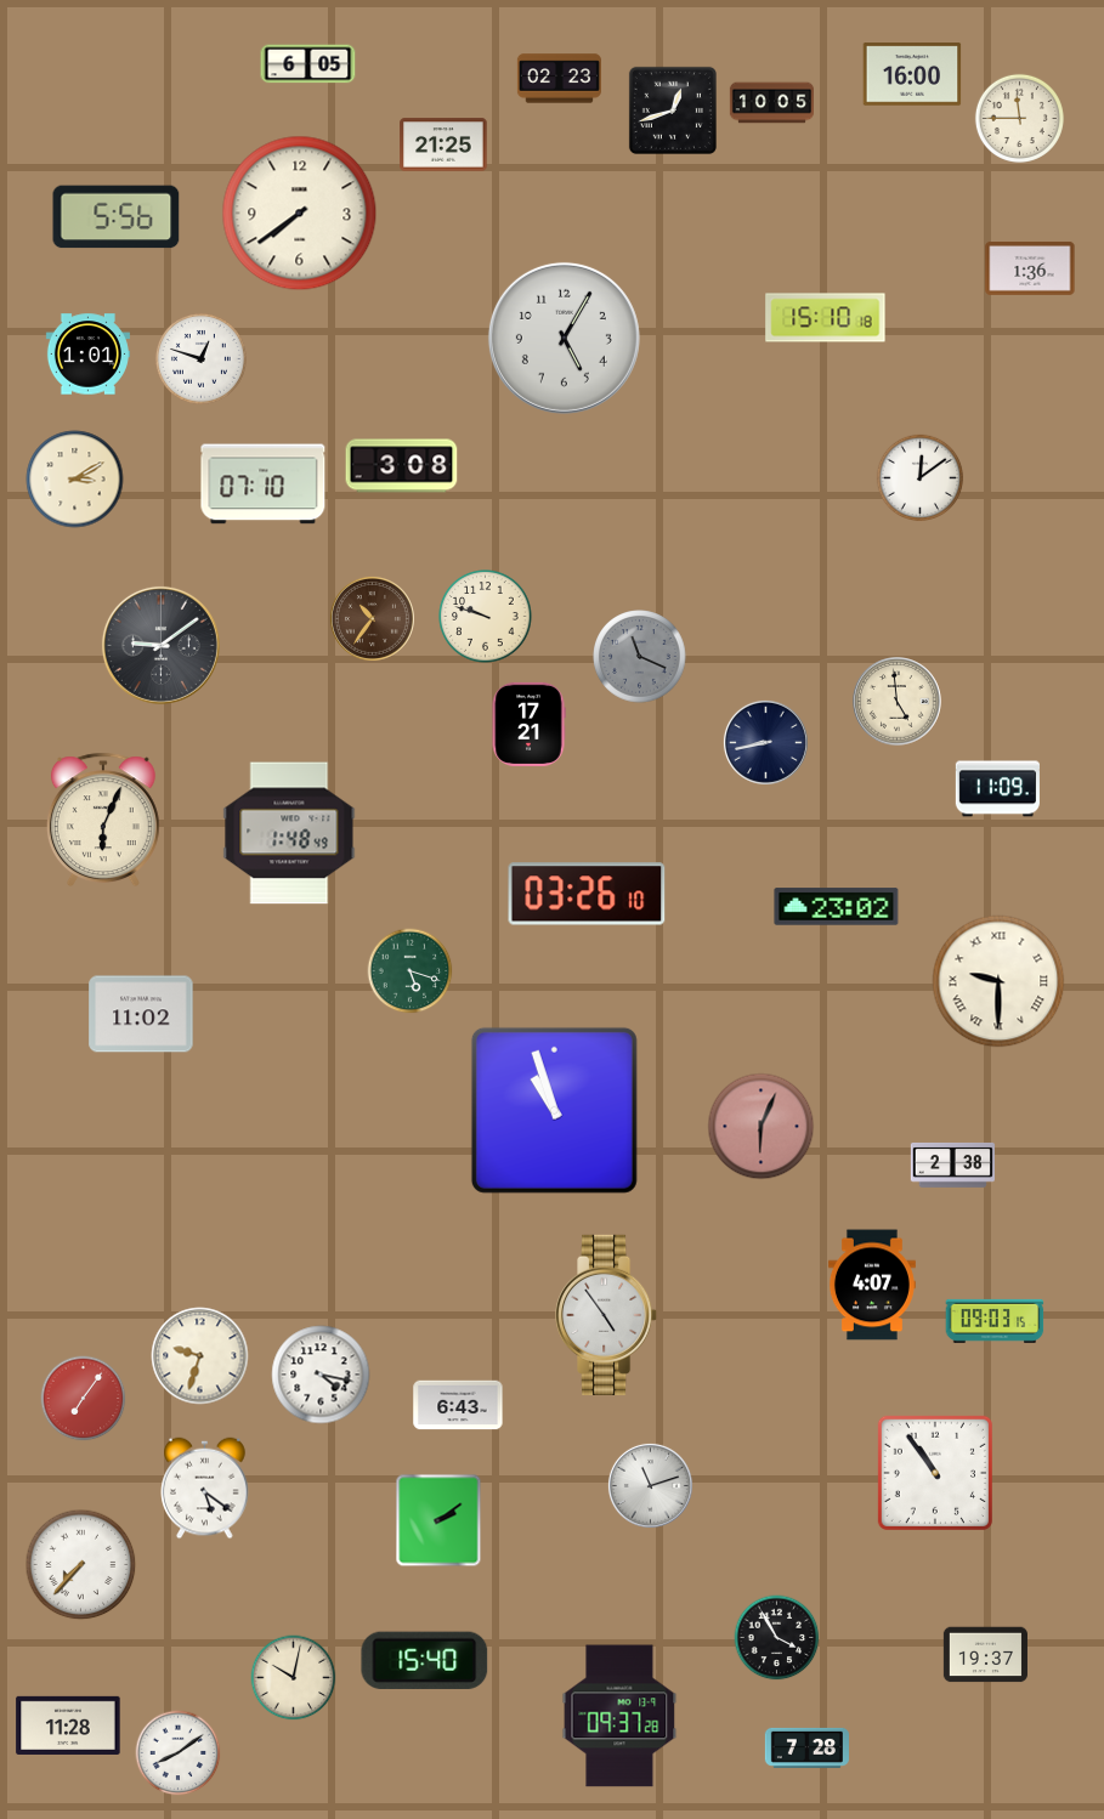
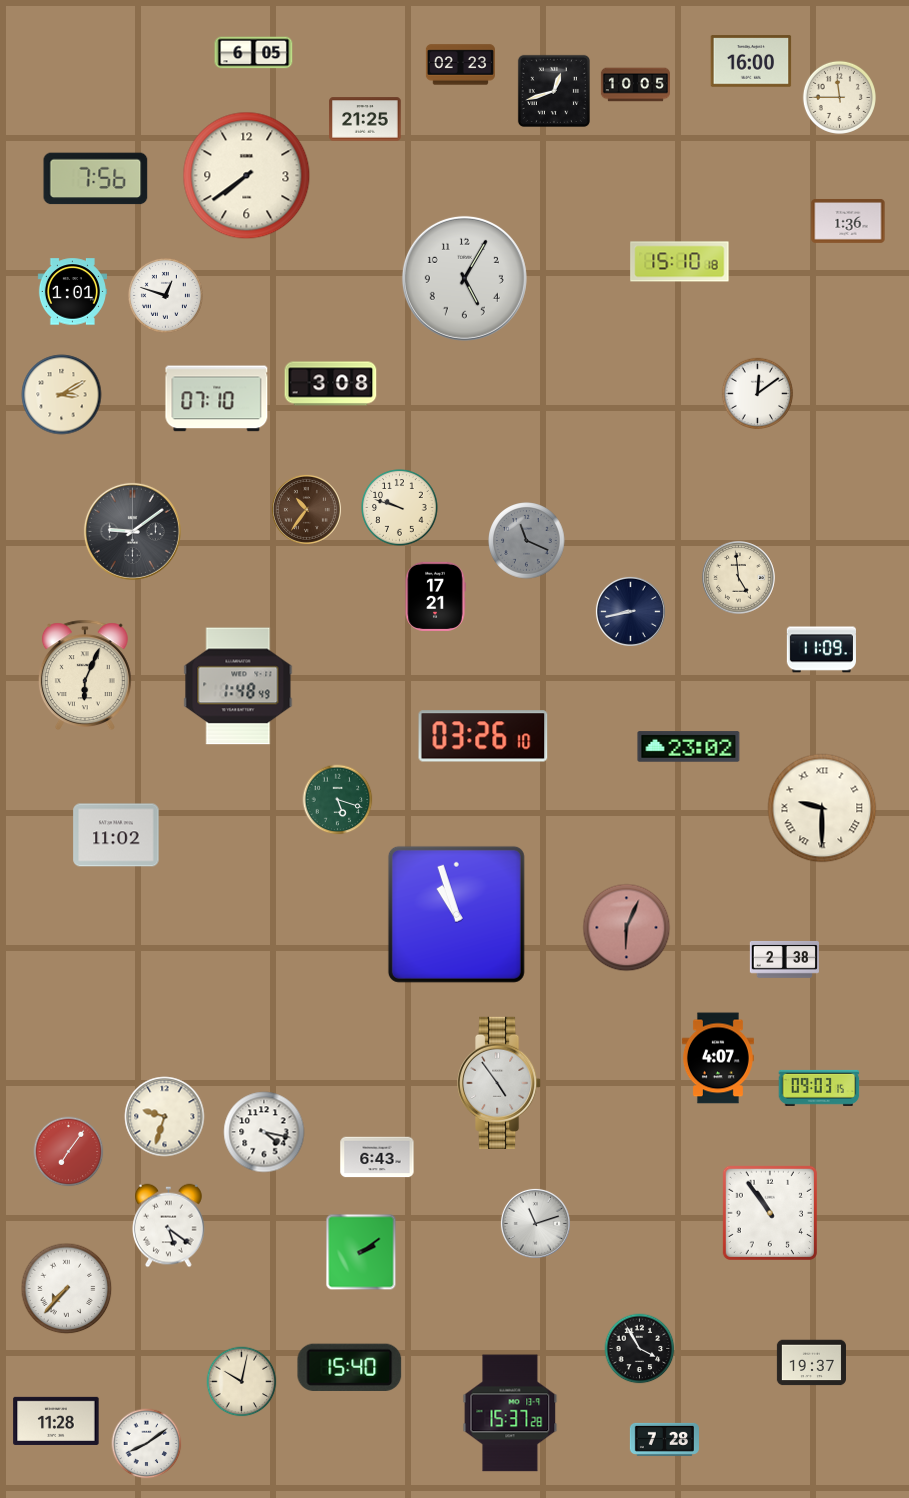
clock at (117, 217): 5:56 -> 7:56
clock at (619, 1716): 09:37 -> 15:37
